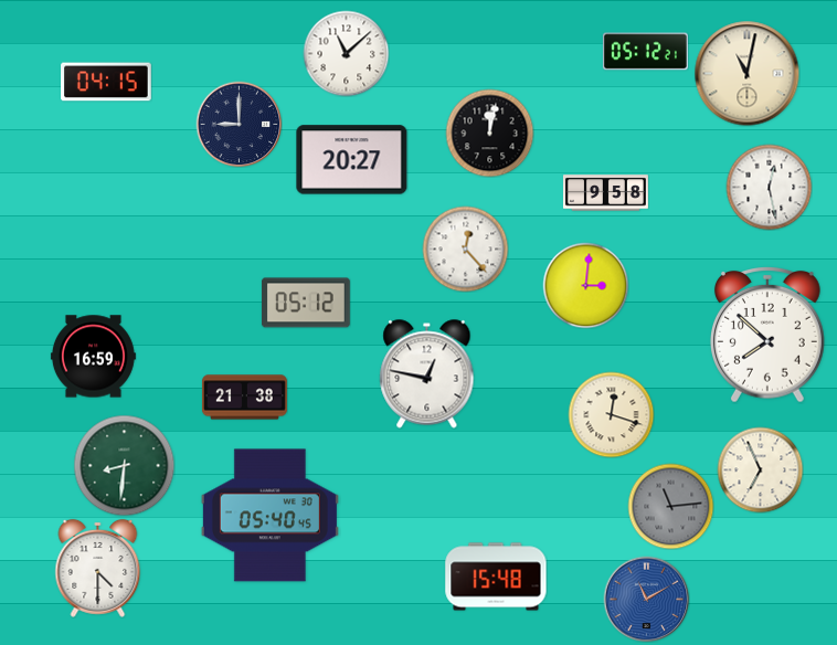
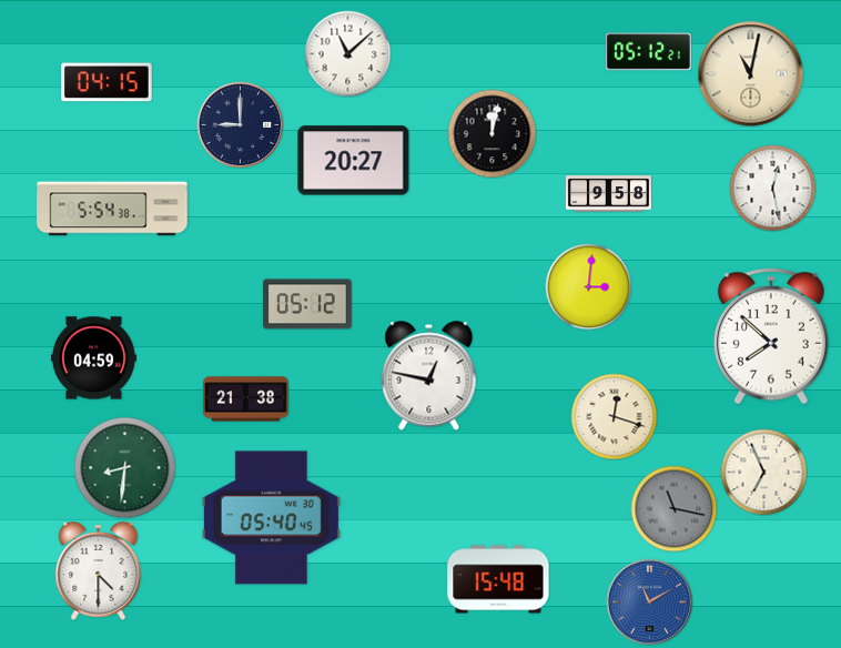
clock at (112, 209): none -> 5:54
clock at (465, 249): 12:23 -> none
clock at (93, 357): 16:59 -> 04:59
clock at (670, 506): 11:14 -> 11:17
